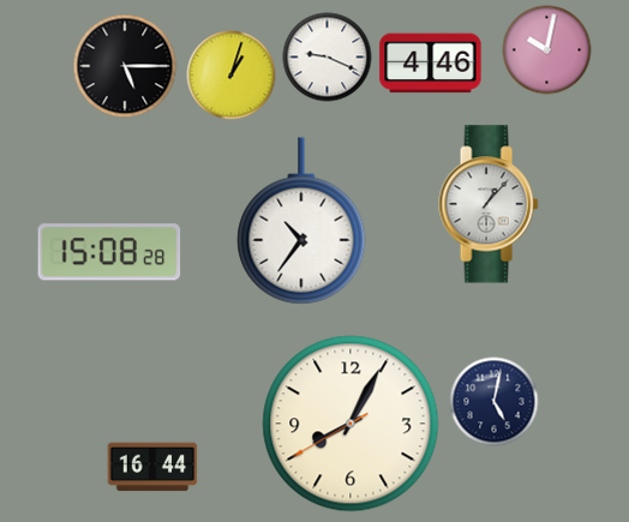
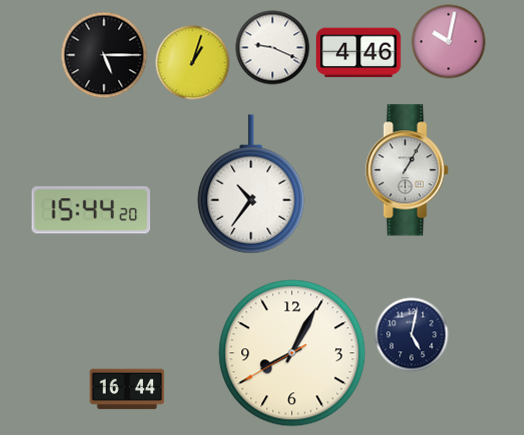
clock at (547, 50) position: (547, 50) -> (449, 42)
clock at (489, 204): 1:07 -> 1:05
clock at (109, 252): 15:08 -> 15:44
